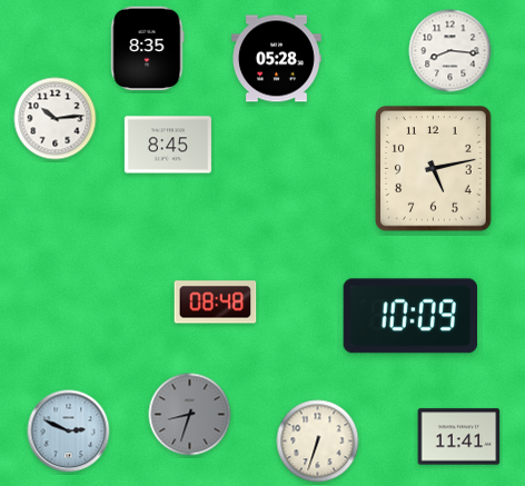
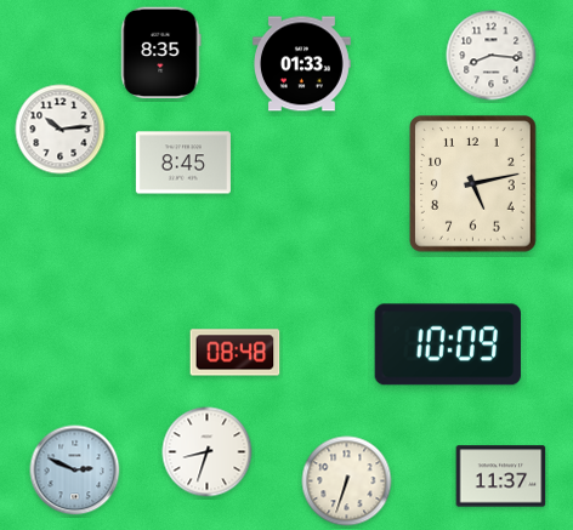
clock at (277, 59): 05:28 -> 01:33
clock at (168, 145) position: (168, 145) -> (183, 163)
clock at (216, 302) position: (216, 302) -> (236, 353)
clock at (190, 415) dial: grey -> white
clock at (459, 437): 11:41 -> 11:37
